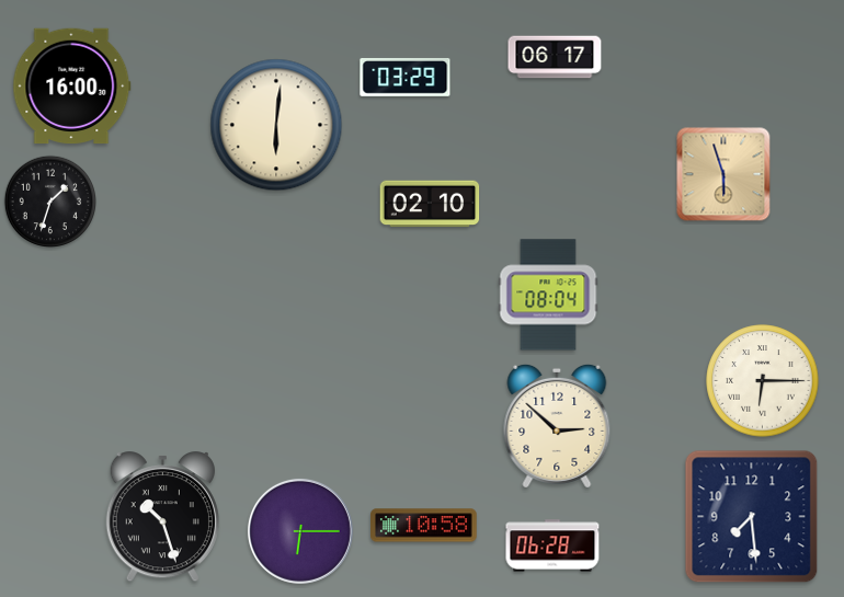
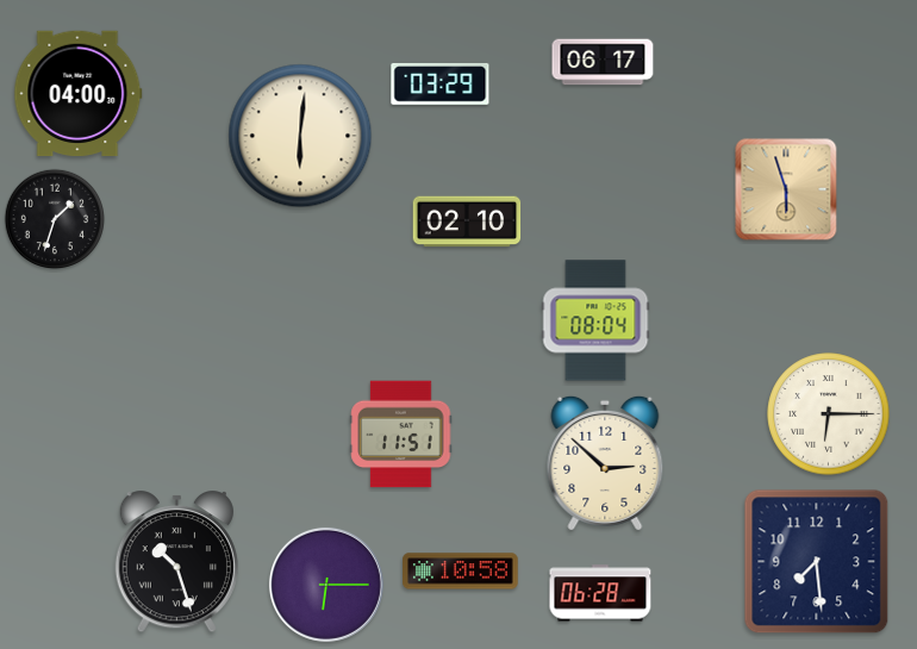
clock at (72, 87): 16:00 -> 04:00
clock at (401, 435): none -> 11:51
clock at (300, 531) position: (300, 531) -> (326, 585)
